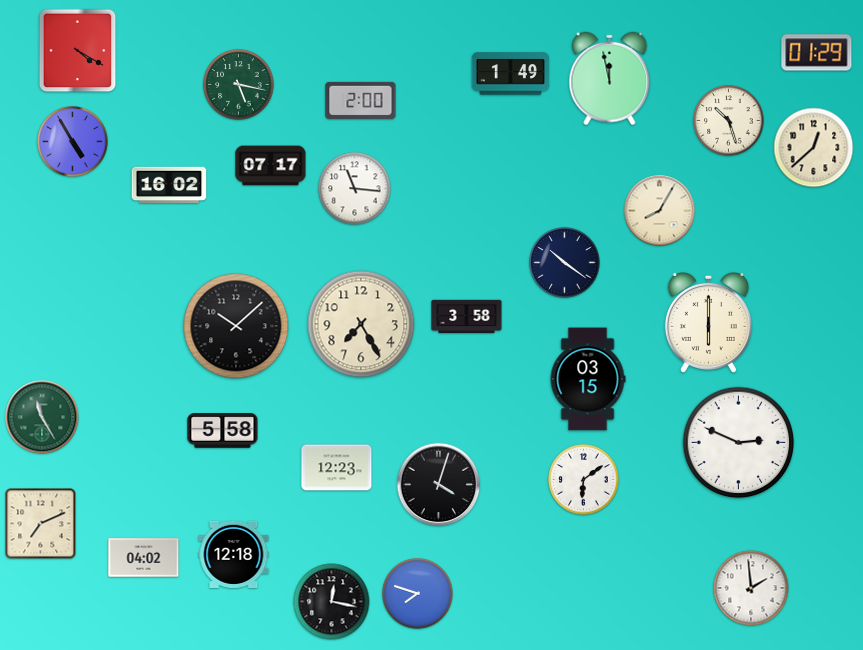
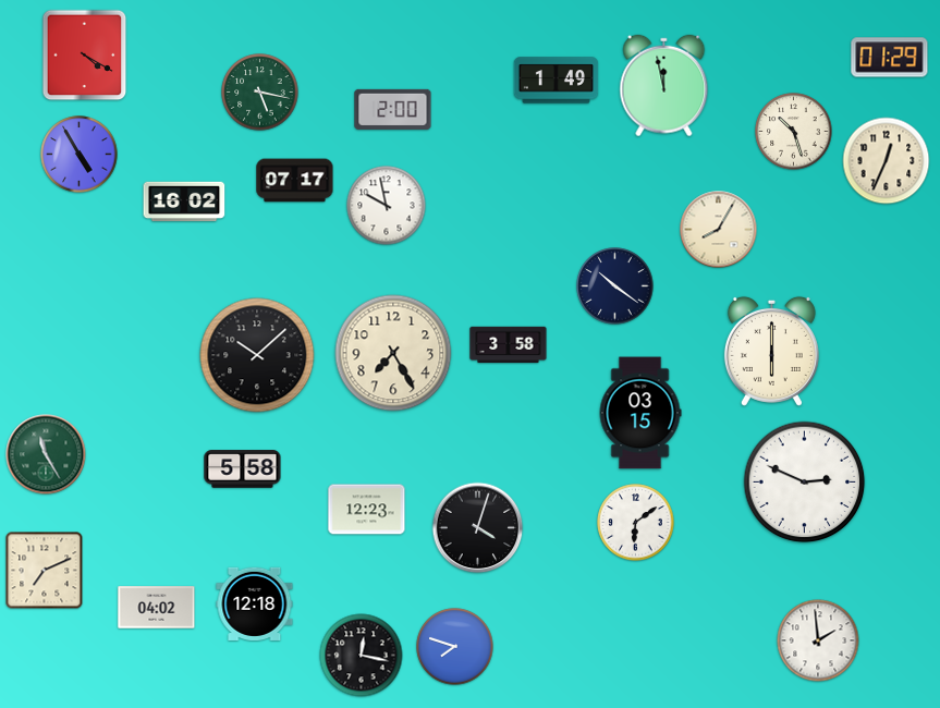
clock at (814, 148): 12:38 -> 12:34
clock at (355, 189): 11:16 -> 9:58
